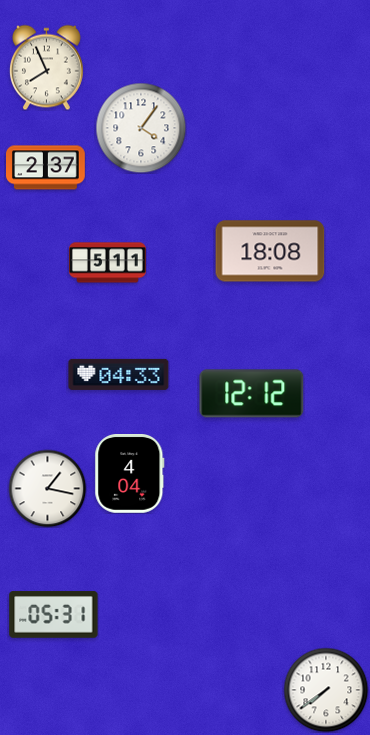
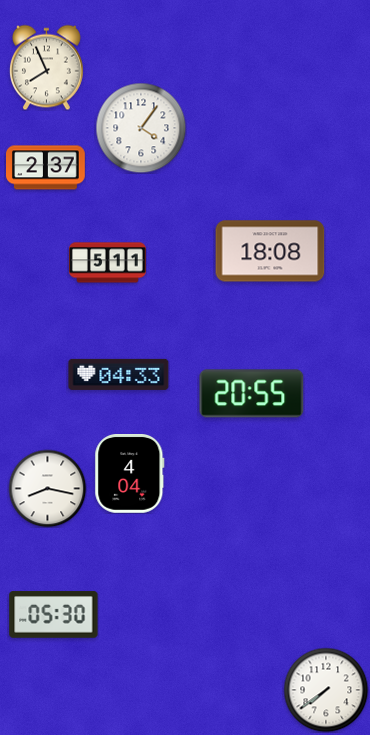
clock at (252, 394): 12:12 -> 20:55
clock at (47, 488): 1:17 -> 8:17
clock at (54, 615): 05:31 -> 05:30
